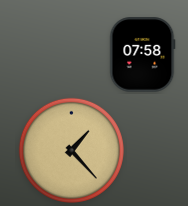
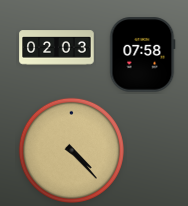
clock at (57, 48): none -> 02:03
clock at (71, 150): 1:23 -> 4:23
